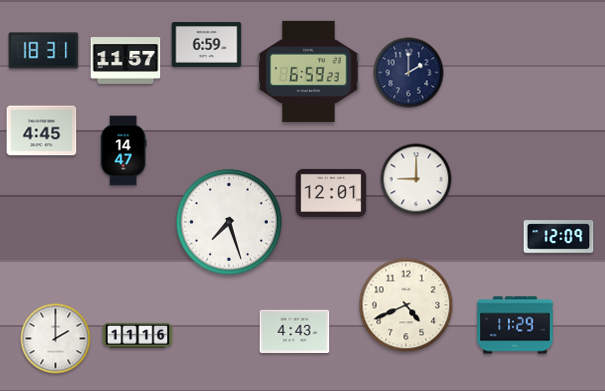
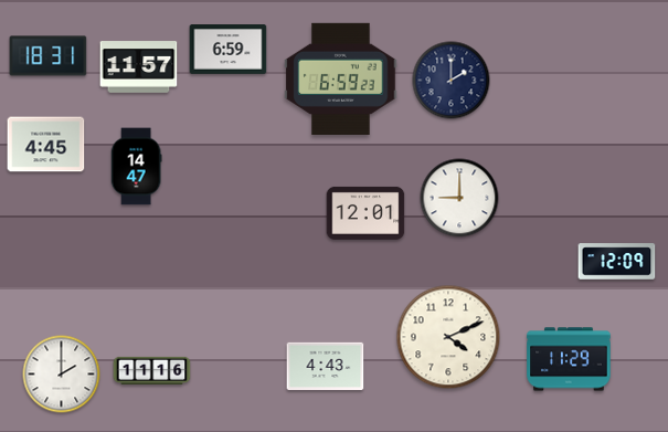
clock at (229, 222): 7:27 -> none
clock at (406, 305): 4:41 -> 4:11
